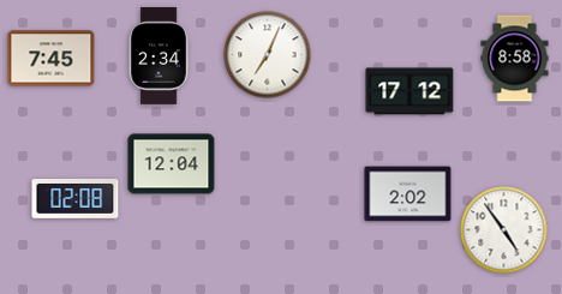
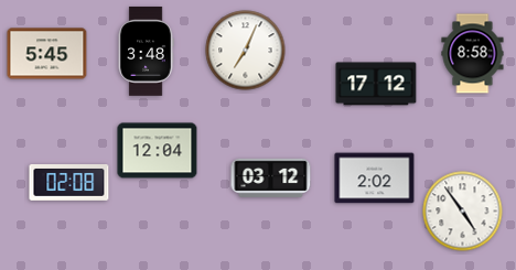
clock at (159, 55): 2:34 -> 3:48
clock at (52, 59): 7:45 -> 5:45
clock at (271, 177): none -> 03:12
